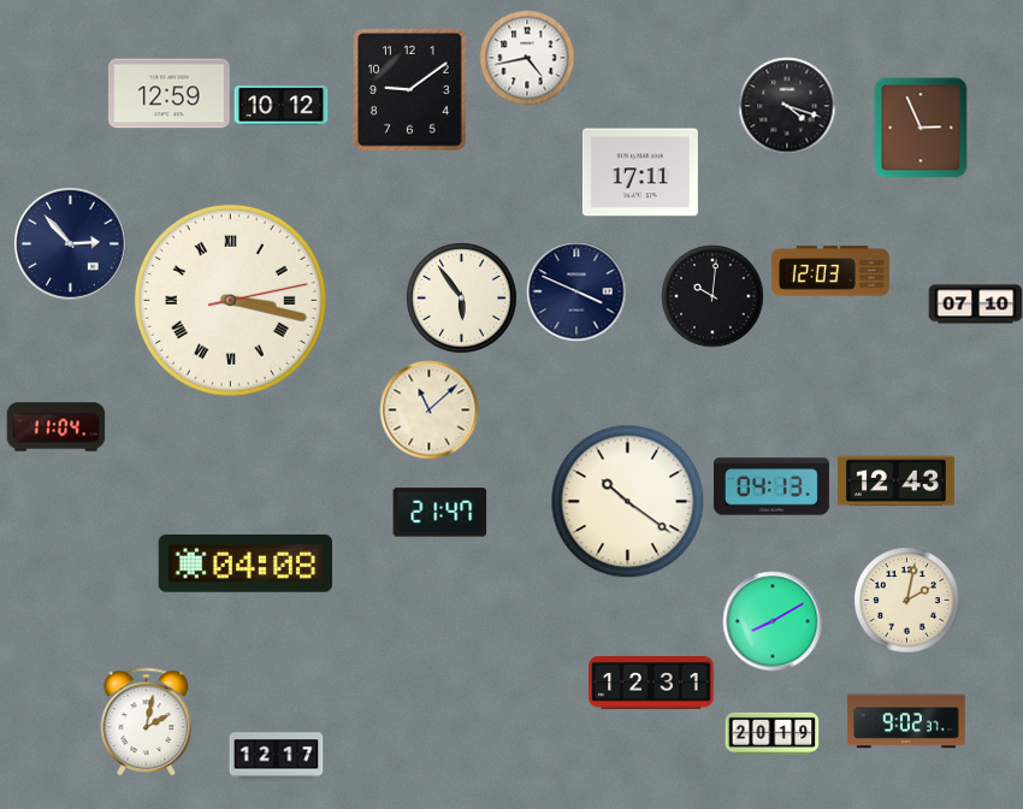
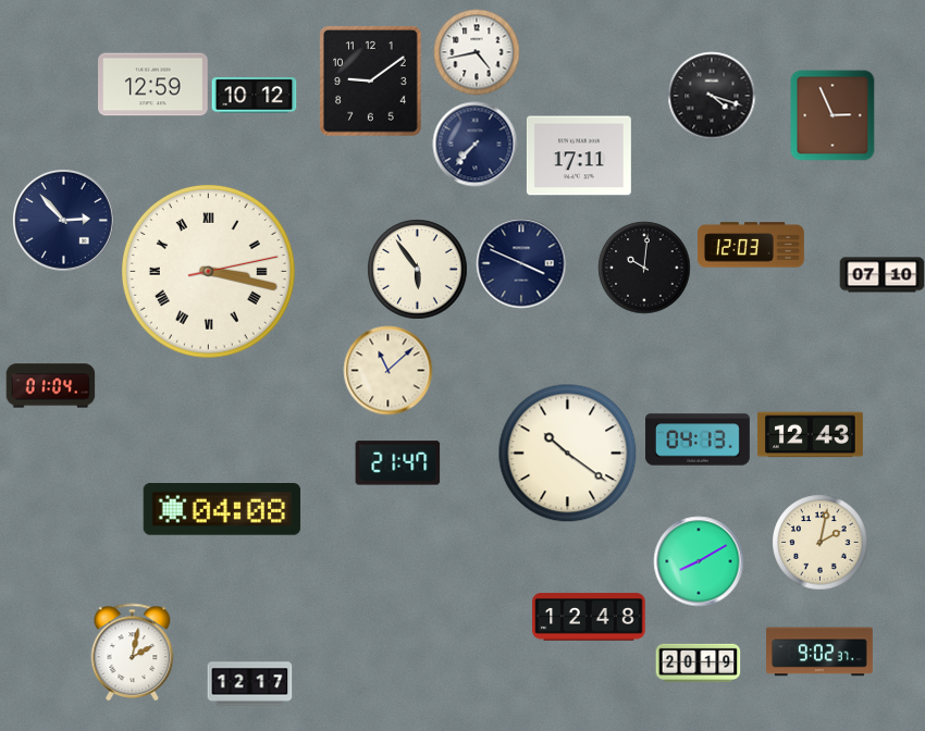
clock at (474, 144): none -> 7:37
clock at (55, 427): 11:04 -> 01:04
clock at (651, 683): 12:31 -> 12:48
